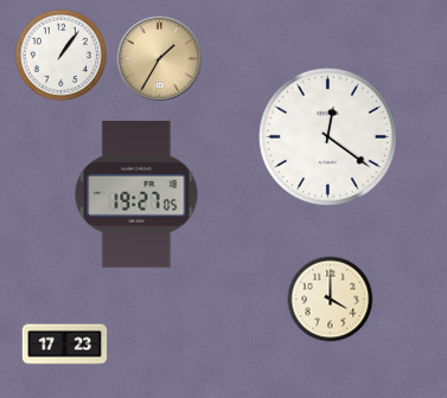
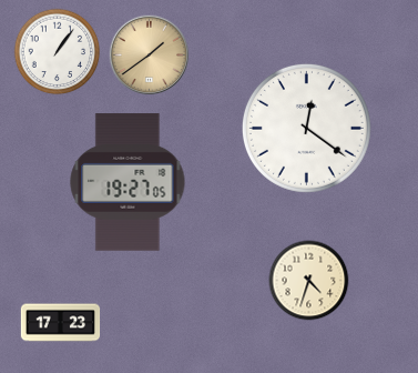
clock at (160, 59): 1:35 -> 1:39
clock at (331, 300): 4:00 -> 4:33
